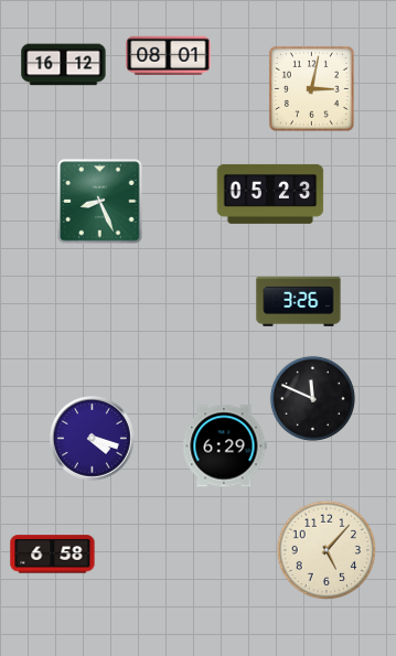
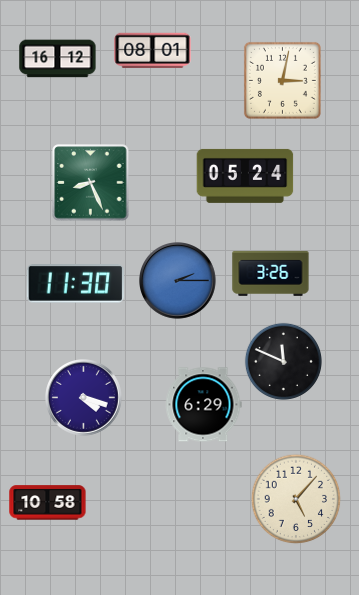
clock at (270, 194): 05:23 -> 05:24
clock at (178, 281): none -> 2:15
clock at (76, 284): none -> 11:30
clock at (53, 555): 6:58 -> 10:58
